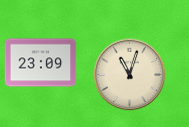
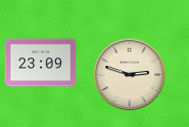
clock at (130, 75): 11:03 -> 2:48
